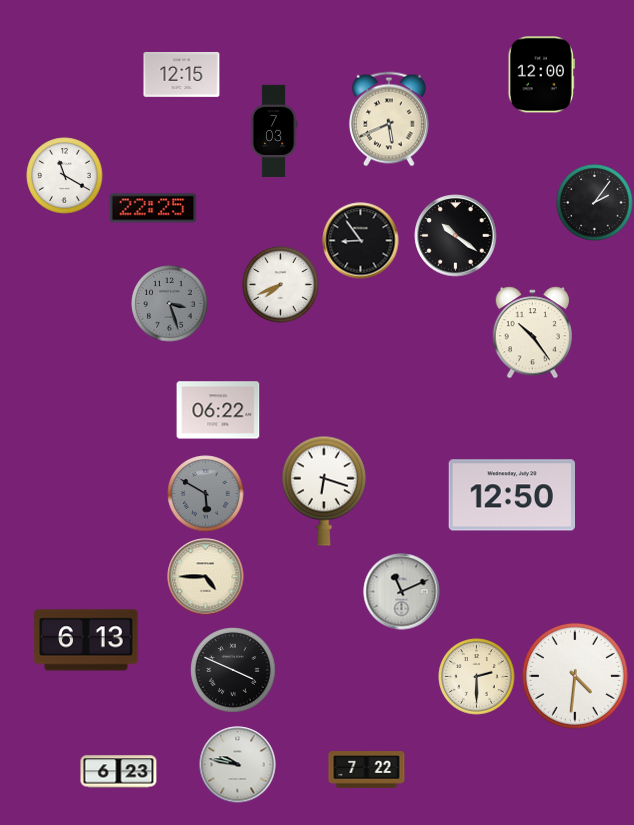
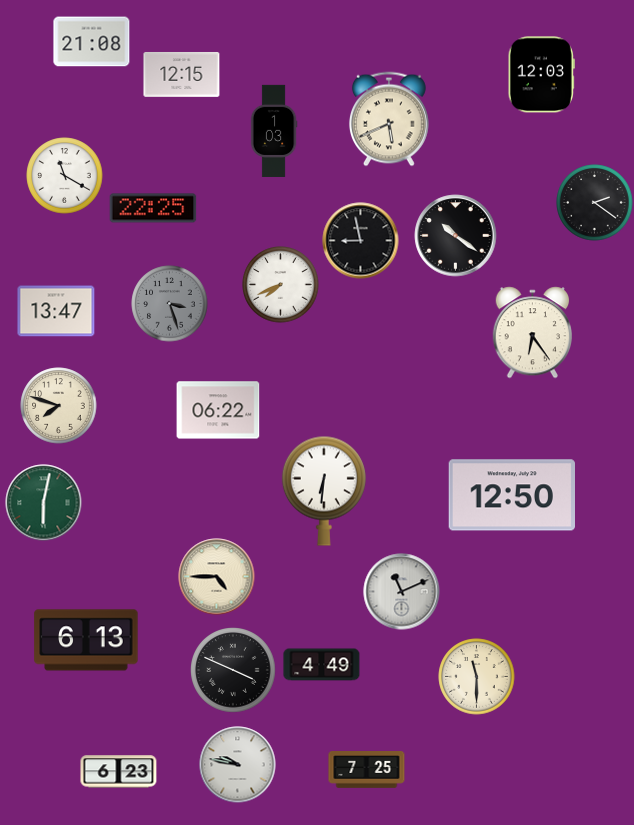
clock at (92, 42): none -> 21:08
clock at (541, 75): 12:00 -> 12:03
clock at (274, 131): 7:03 -> 1:03
clock at (595, 203): 2:06 -> 2:21
clock at (361, 241): 8:54 -> 8:58
clock at (56, 311): none -> 13:47
clock at (533, 333): 10:24 -> 6:24
clock at (59, 406): none -> 7:48
clock at (324, 491): 6:18 -> 6:31
clock at (206, 494): 5:50 -> none
clock at (44, 503): none -> 6:02
clock at (206, 577) position: (206, 577) -> (217, 577)
clock at (322, 665): none -> 4:49
clock at (575, 676): 4:31 -> none
clock at (477, 677): 2:30 -> 11:30
clock at (367, 770): 7:22 -> 7:25
